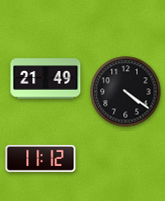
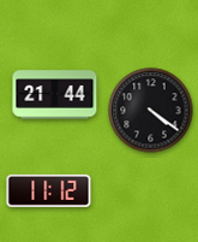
clock at (46, 79): 21:49 -> 21:44
